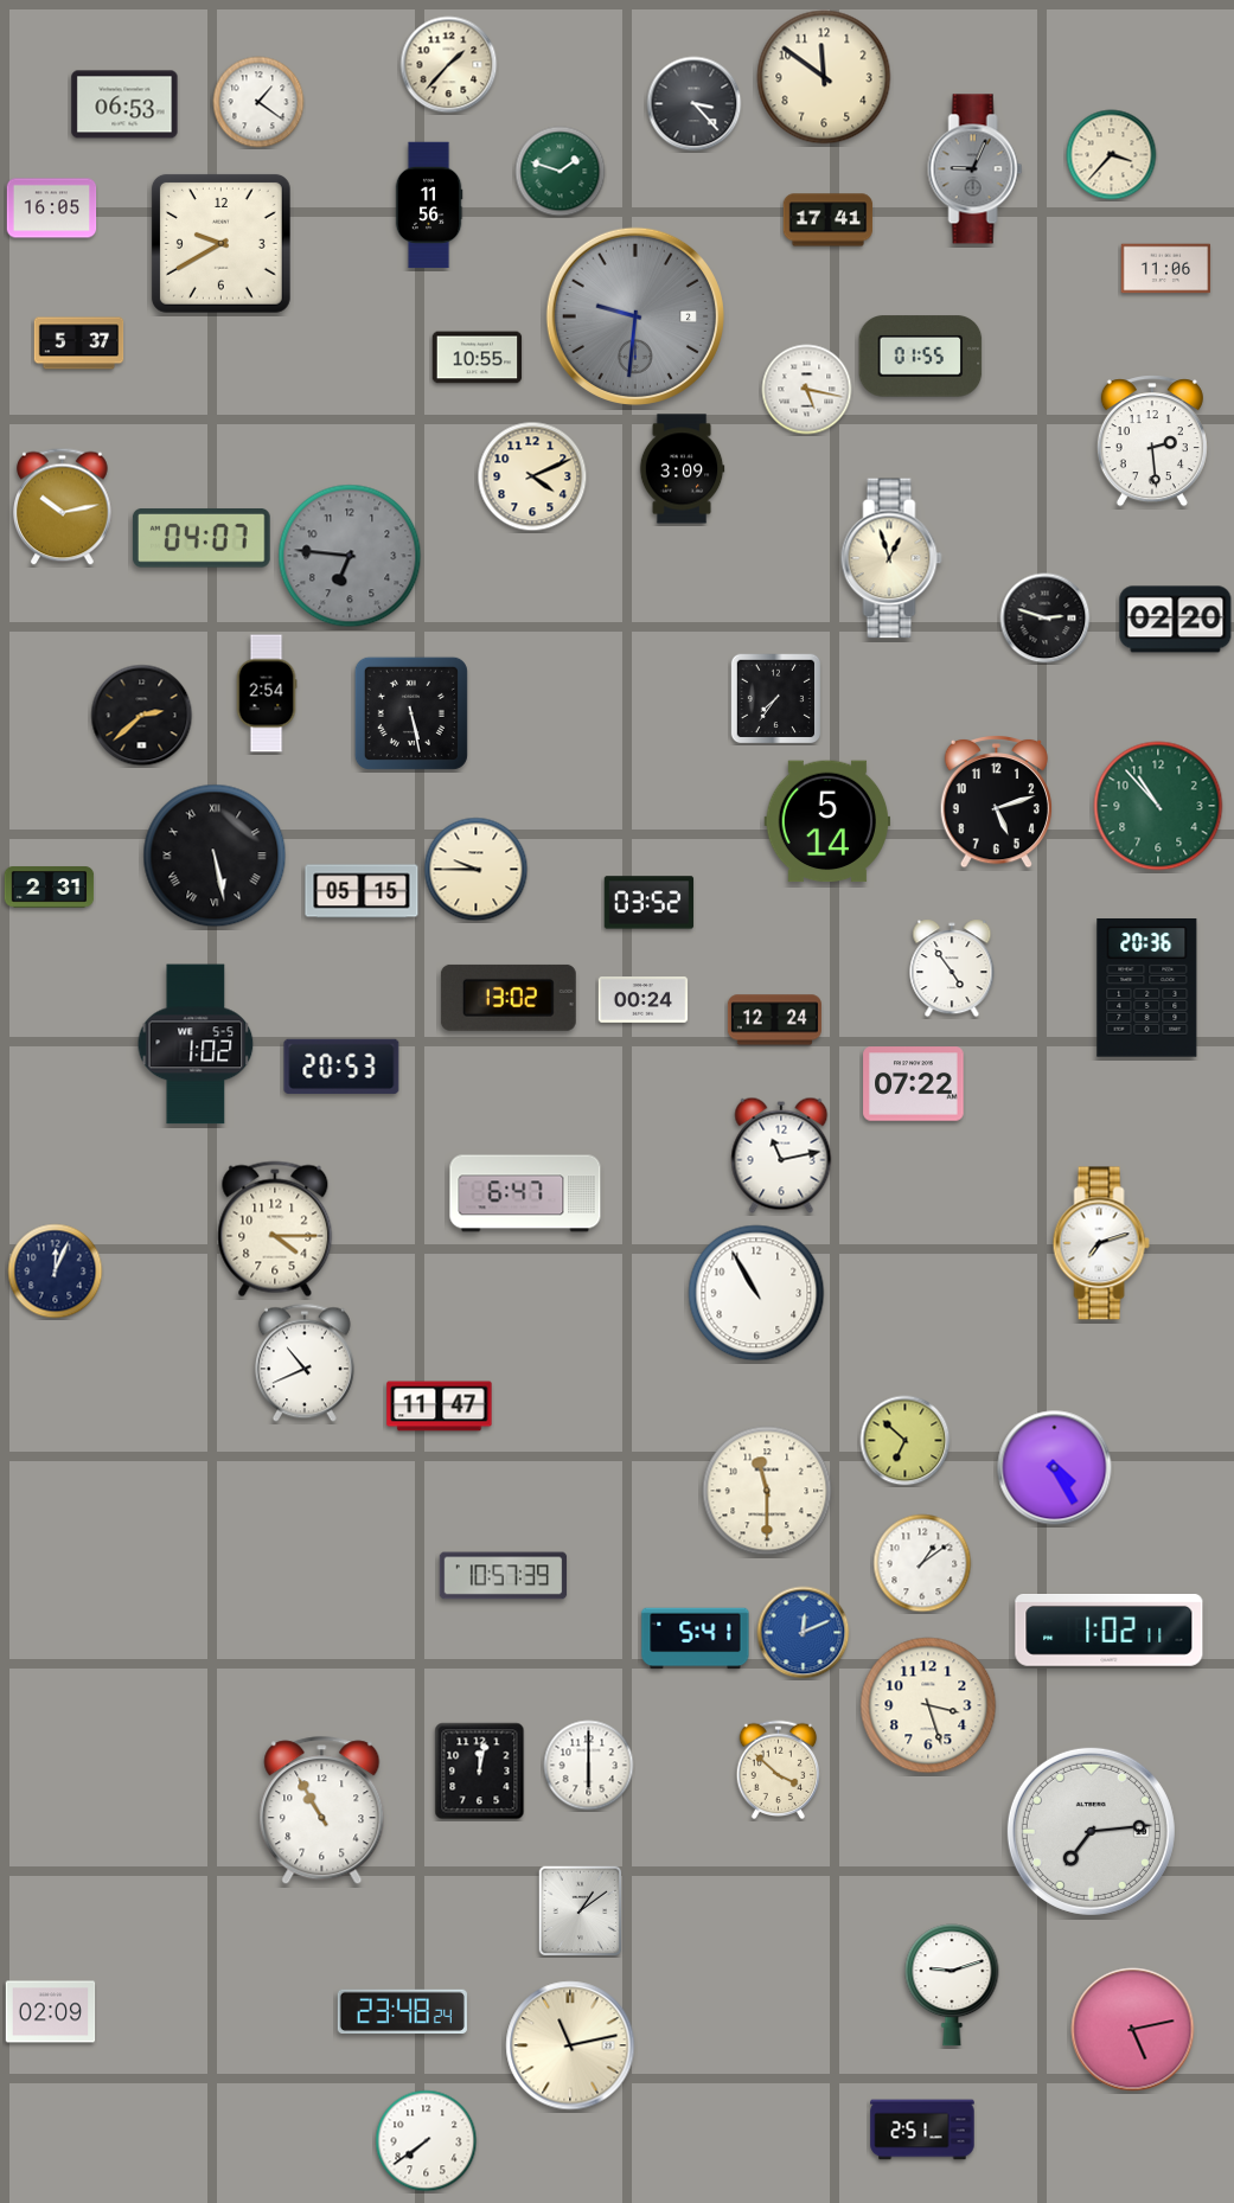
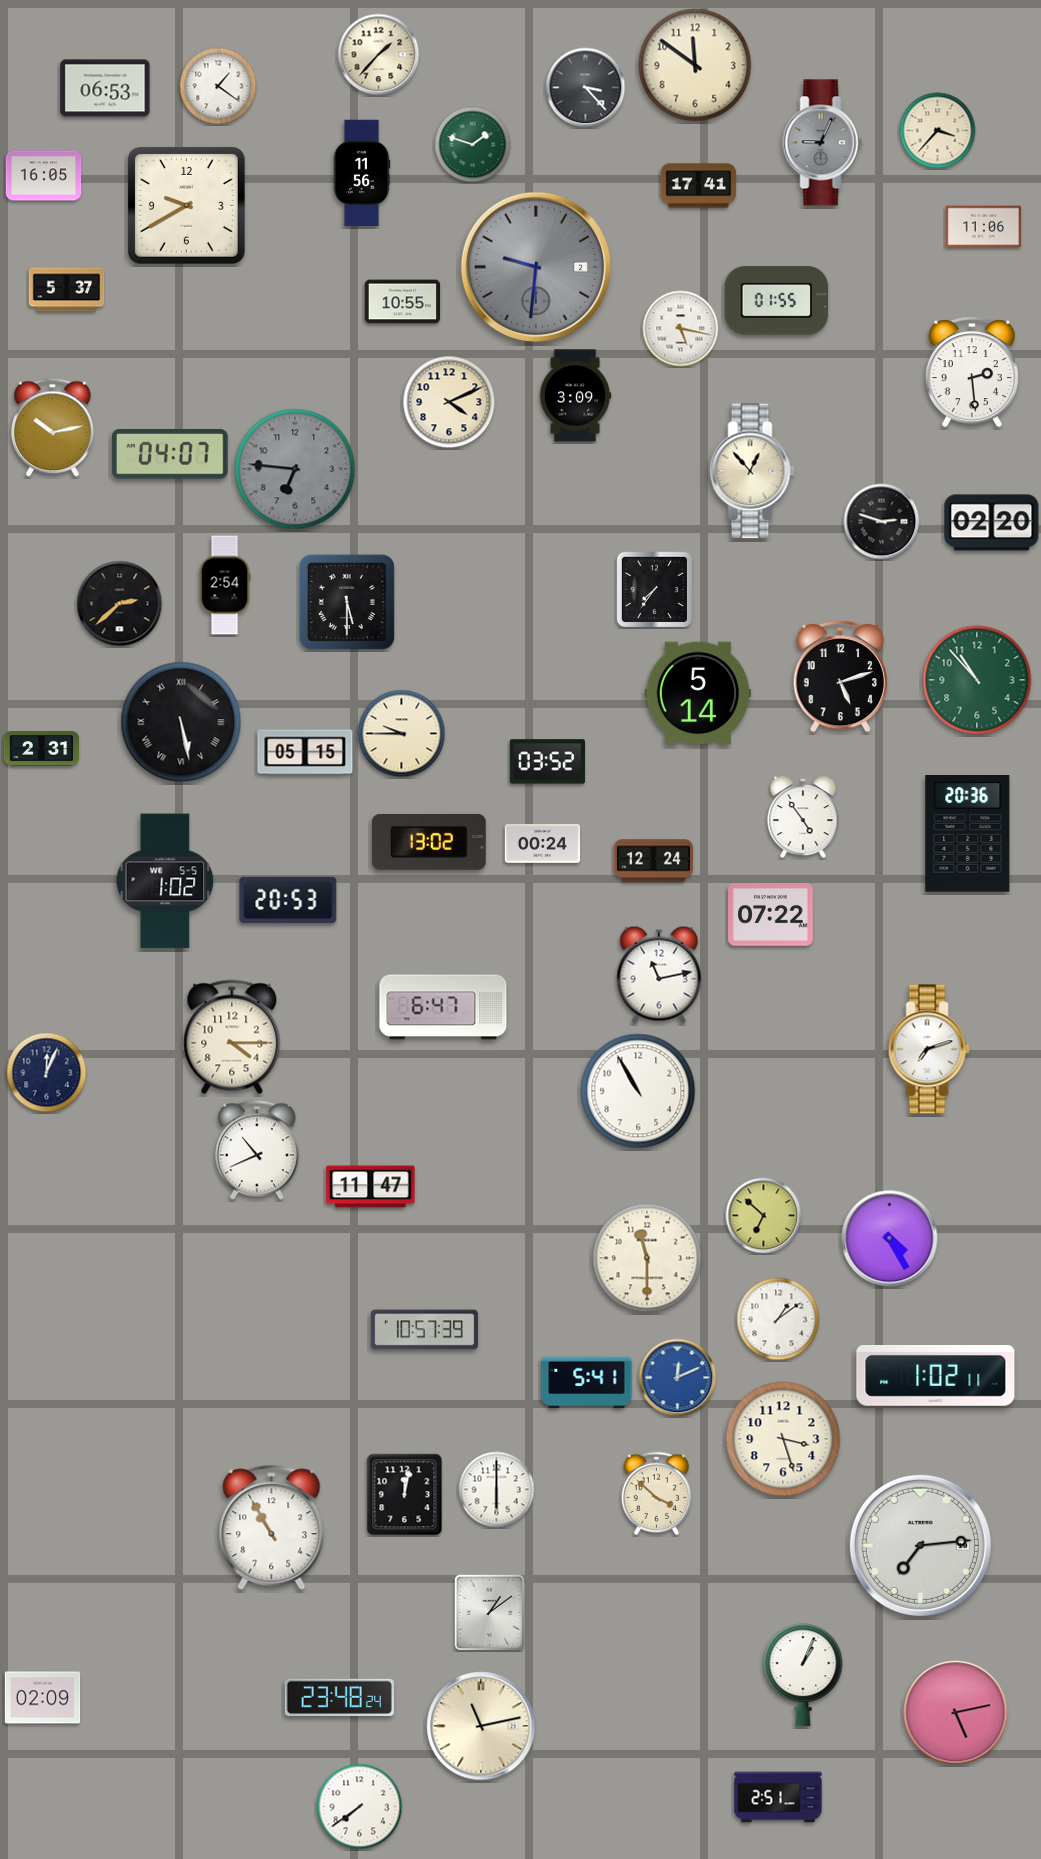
clock at (891, 558): 12:57 -> 12:53
clock at (411, 713): 5:28 -> 5:30
clock at (952, 1985): 9:12 -> 1:04
